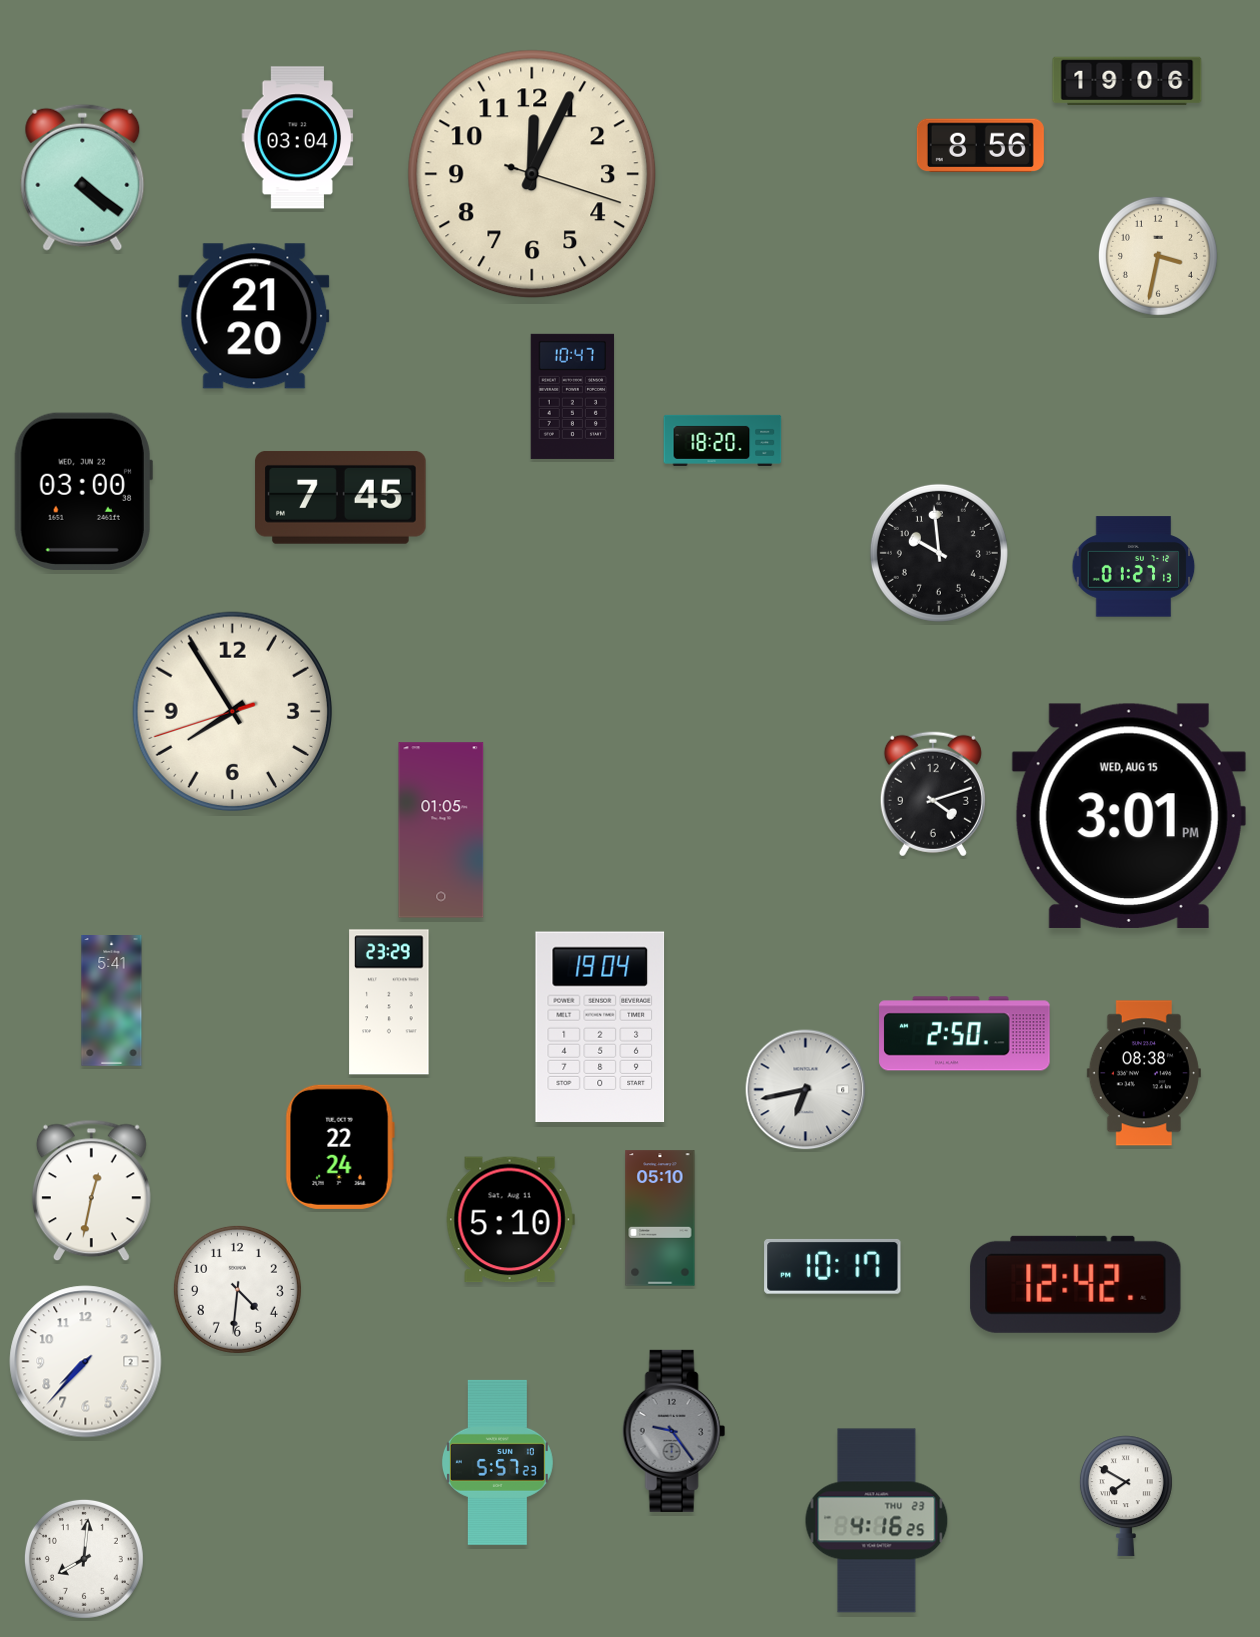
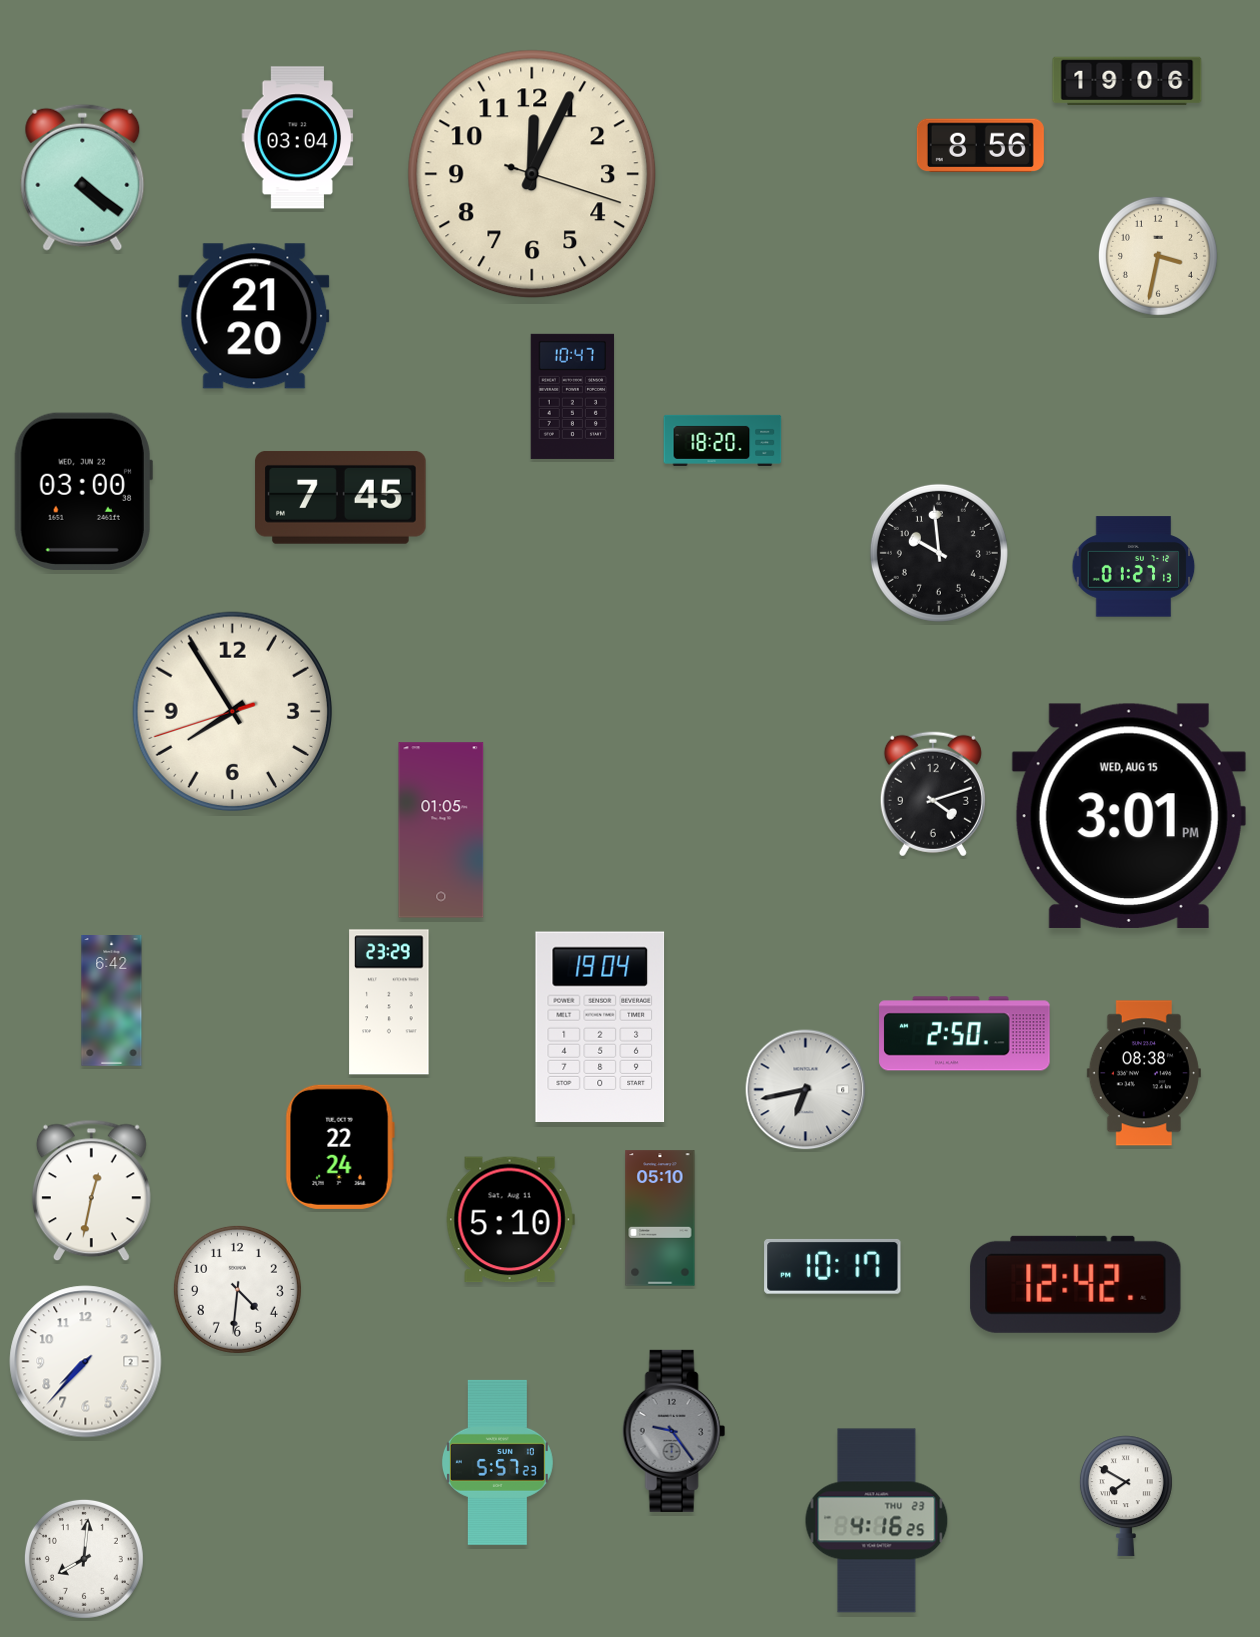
clock at (112, 1001): 5:41 -> 6:42
